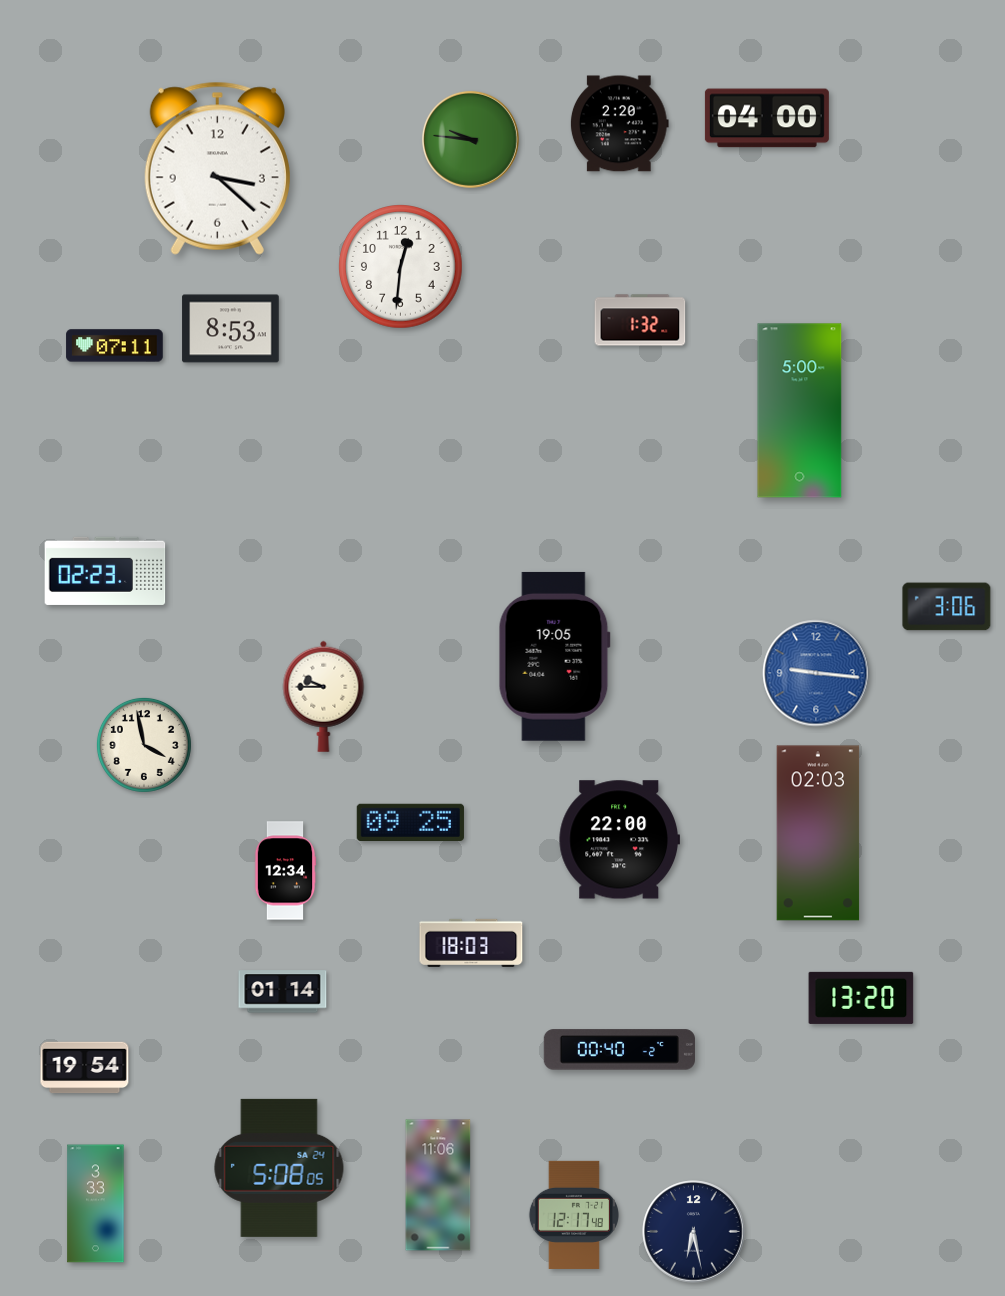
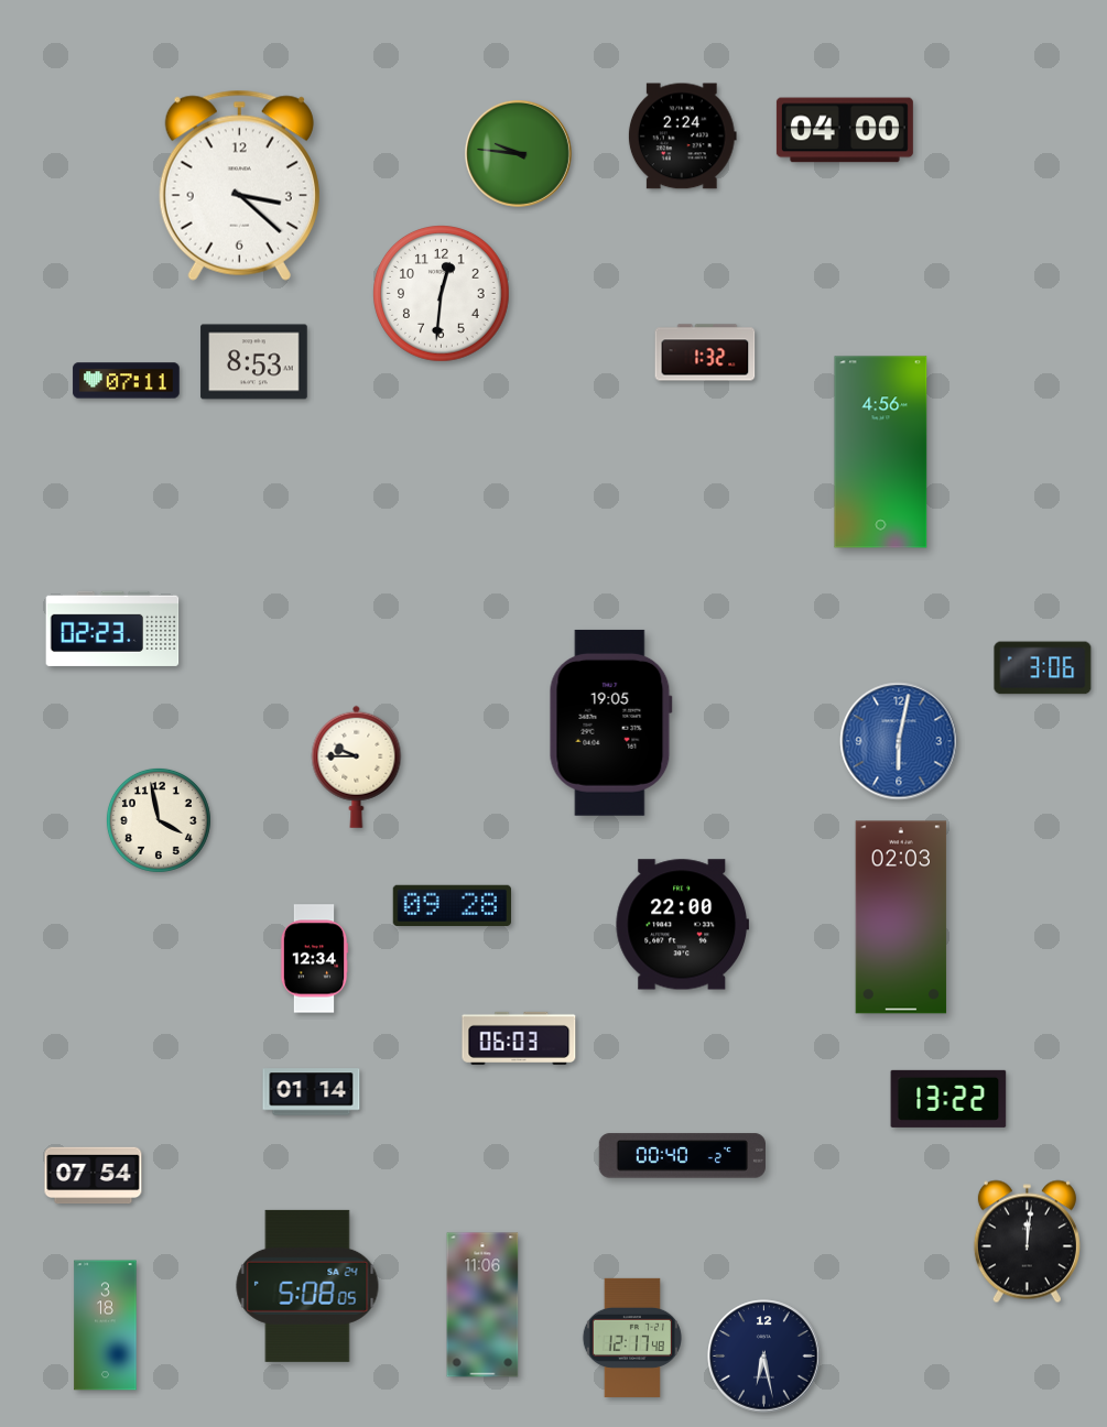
clock at (619, 124): 2:20 -> 2:24
clock at (800, 411): 5:00 -> 4:56
clock at (105, 571) position: (105, 571) -> (112, 629)
clock at (816, 673): 9:16 -> 6:02
clock at (410, 822): 09:25 -> 09:28
clock at (471, 943): 18:03 -> 06:03
clock at (861, 998): 13:20 -> 13:22
clock at (85, 1068): 19:54 -> 07:54
clock at (1027, 1242): none -> 12:01
clock at (96, 1204): 3:33 -> 3:18
